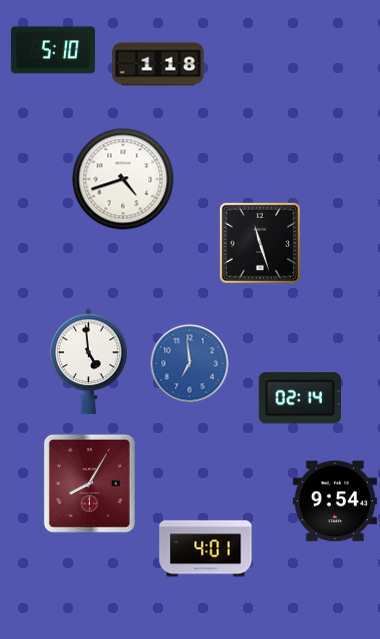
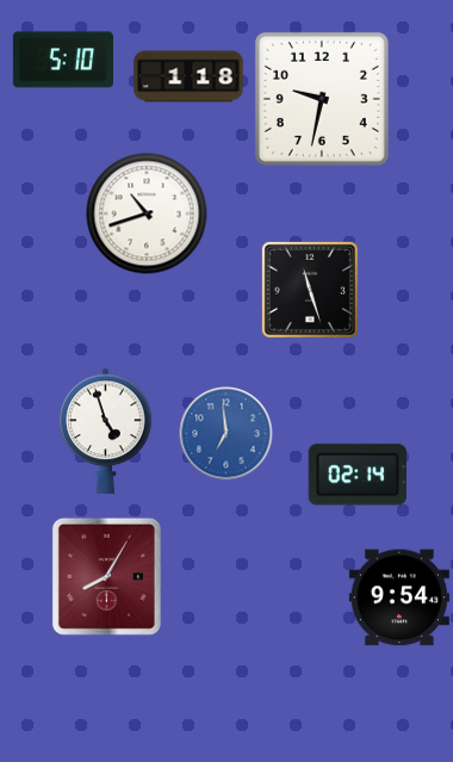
clock at (322, 99): none -> 9:32
clock at (123, 179): 4:42 -> 10:42
clock at (89, 362): 4:59 -> 4:57
clock at (206, 549): 4:01 -> none
